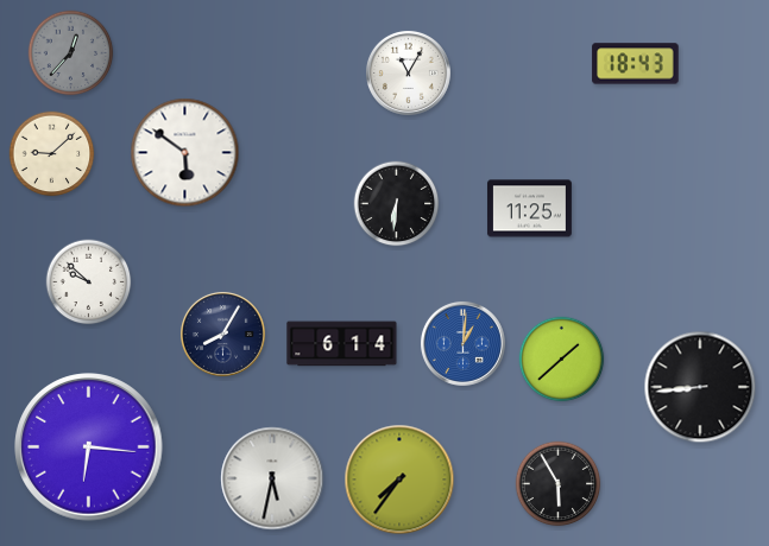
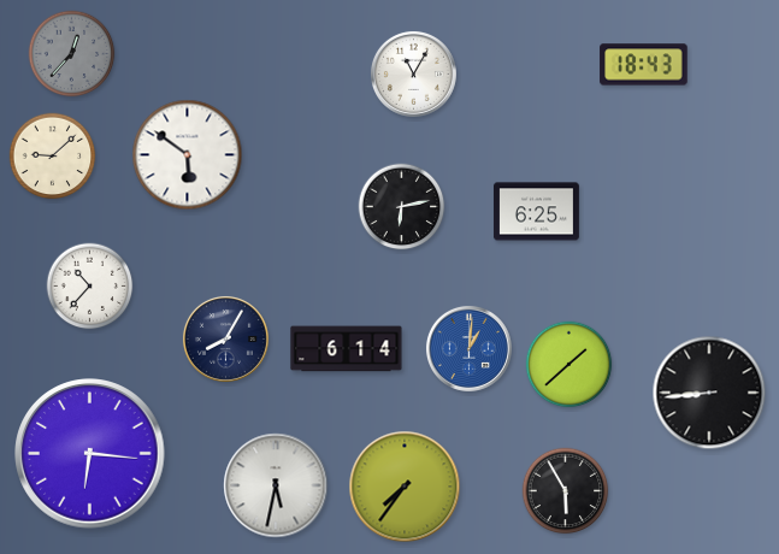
clock at (397, 204): 6:31 -> 6:13
clock at (529, 209): 11:25 -> 6:25
clock at (89, 282): 9:52 -> 10:37
